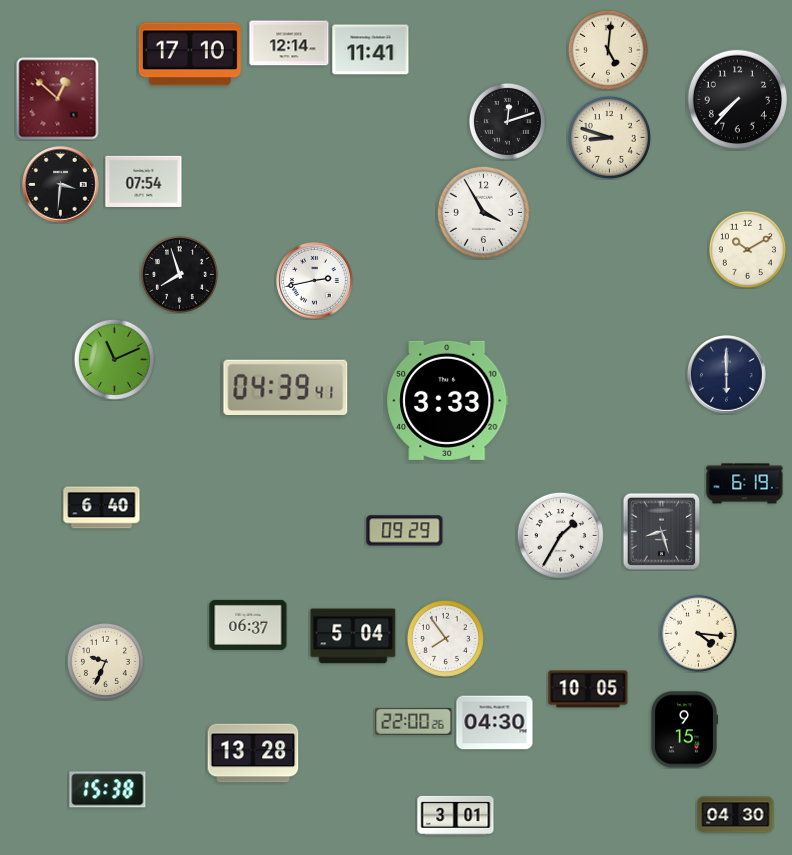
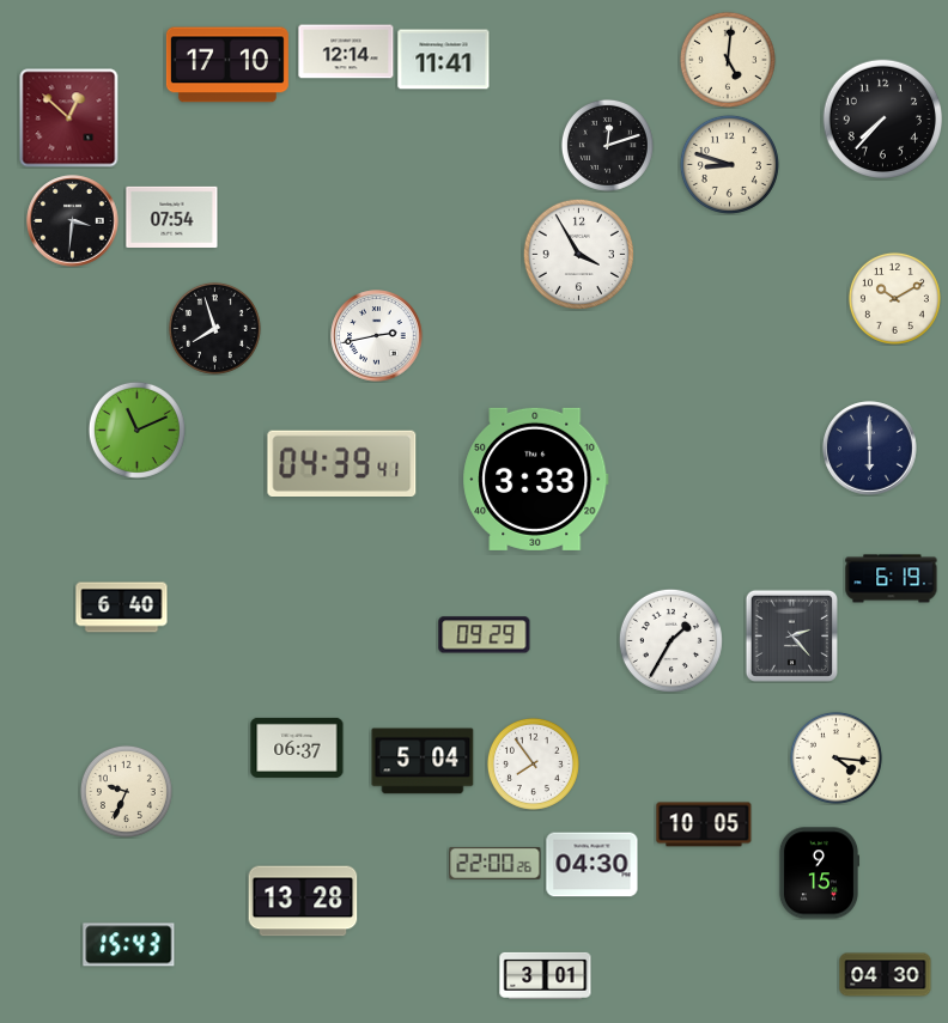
clock at (661, 531): 8:27 -> 2:23
clock at (108, 790): 15:38 -> 15:43
clock at (736, 815) position: (736, 815) -> (886, 975)
